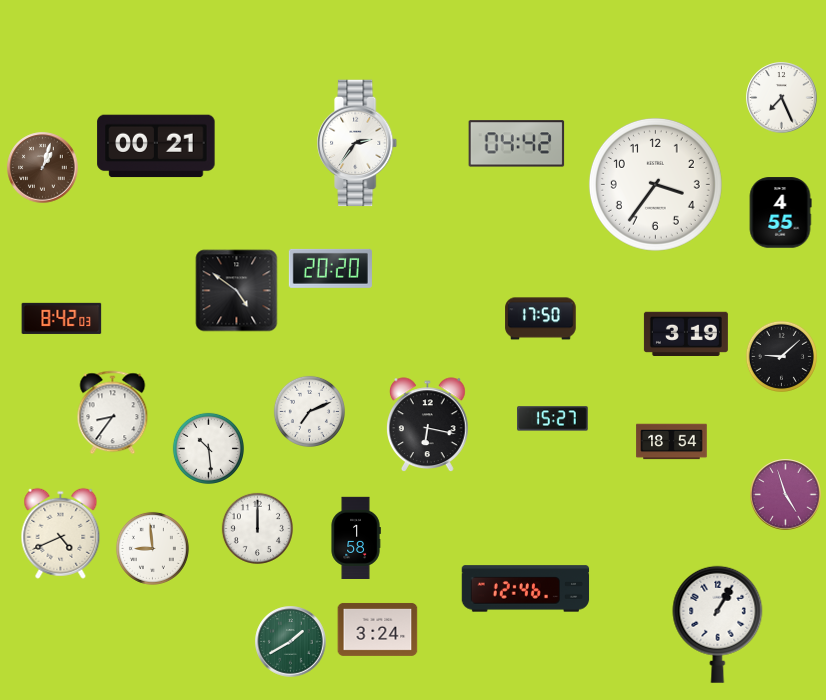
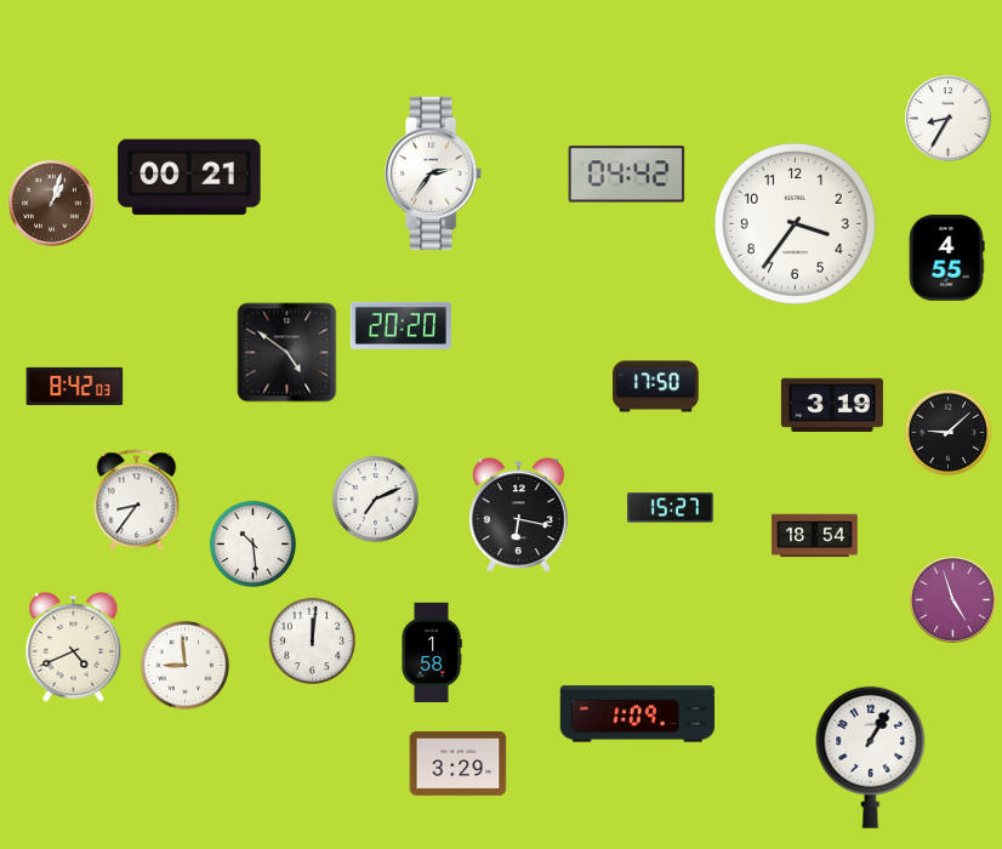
clock at (782, 98): 7:26 -> 8:35
clock at (257, 528): 12:00 -> 12:01
clock at (526, 589): 12:46 -> 1:09
clock at (378, 629): 3:24 -> 3:29
clock at (291, 642): 1:40 -> none
